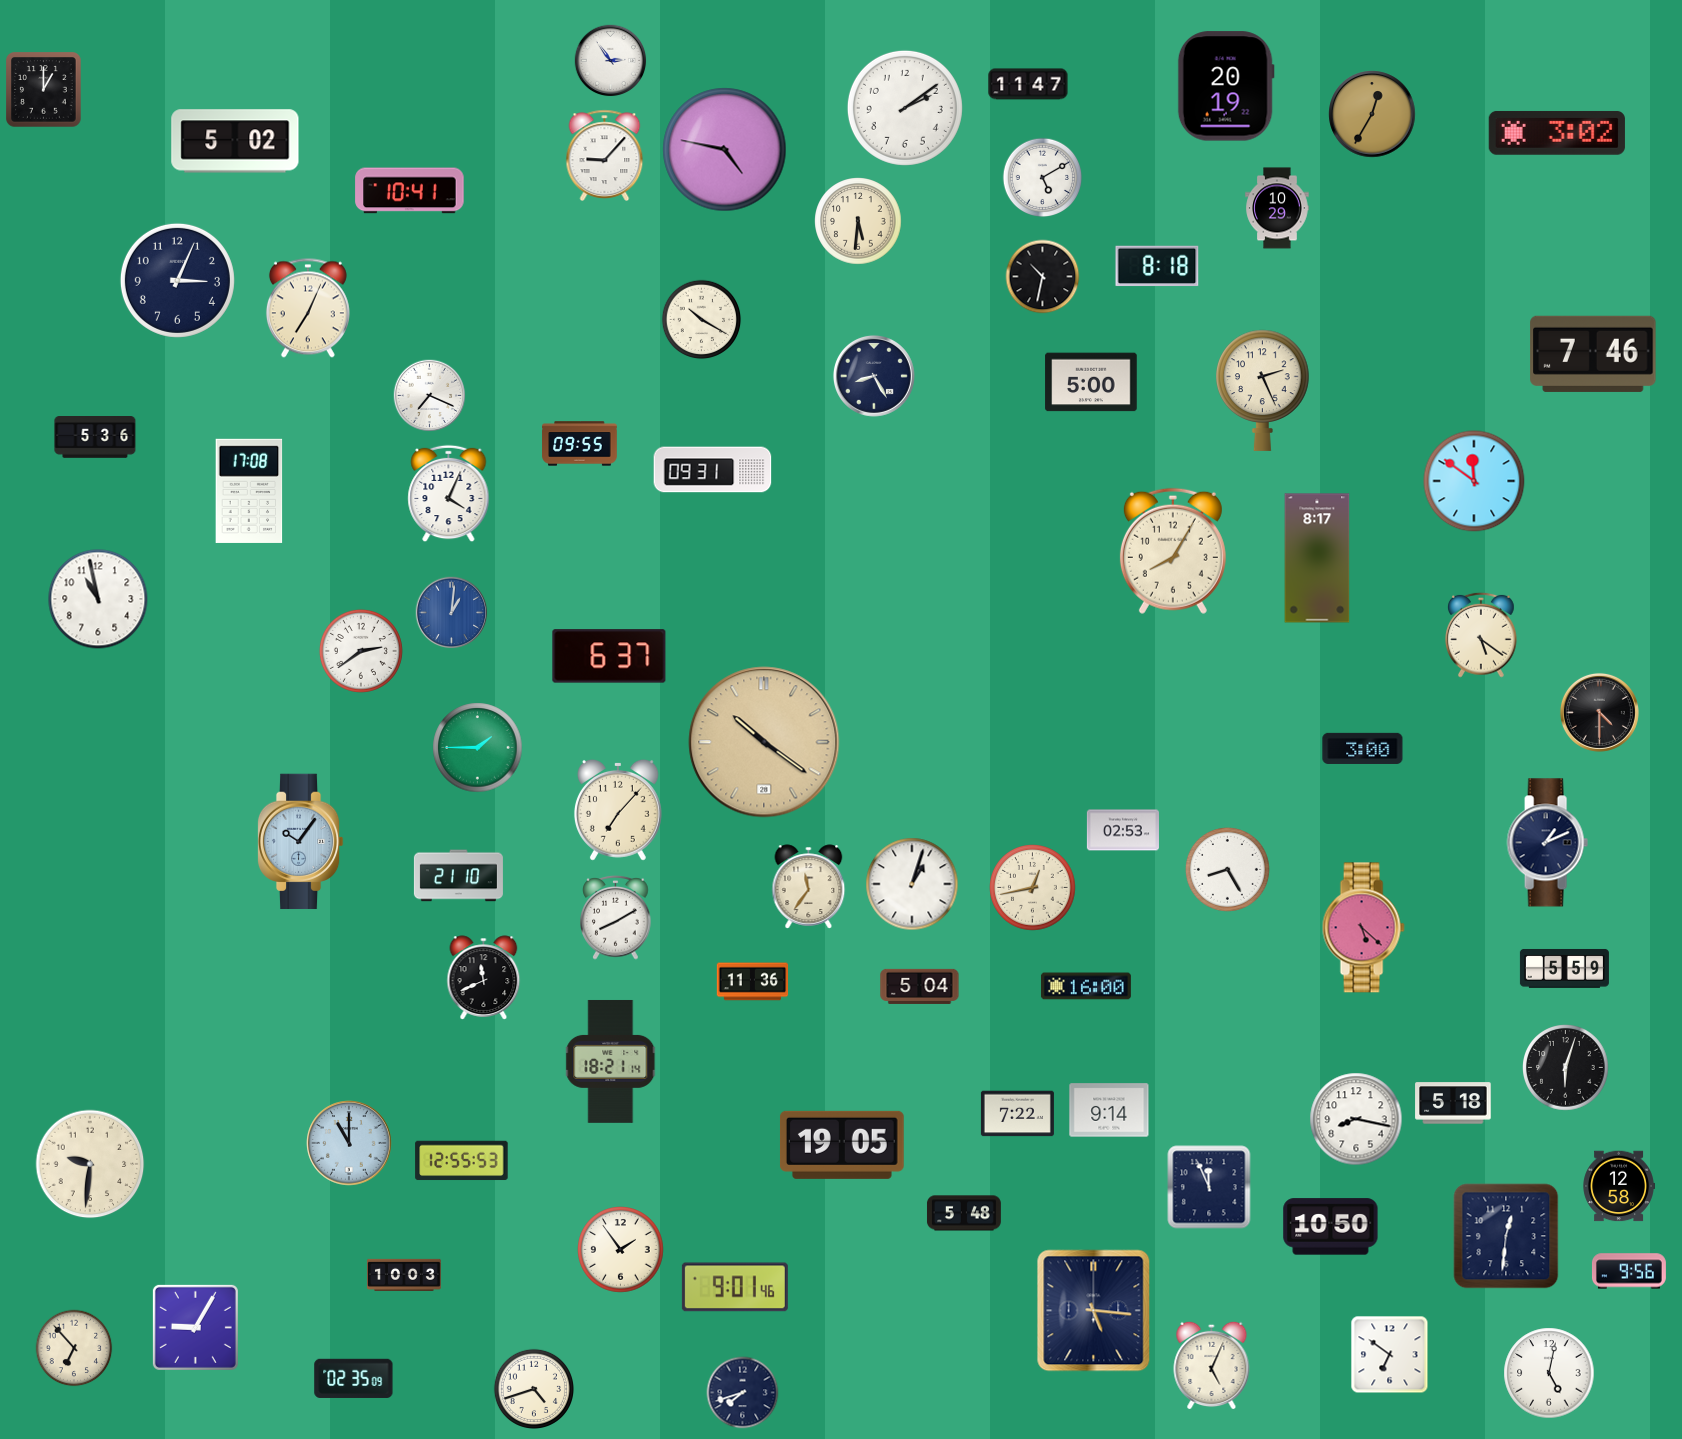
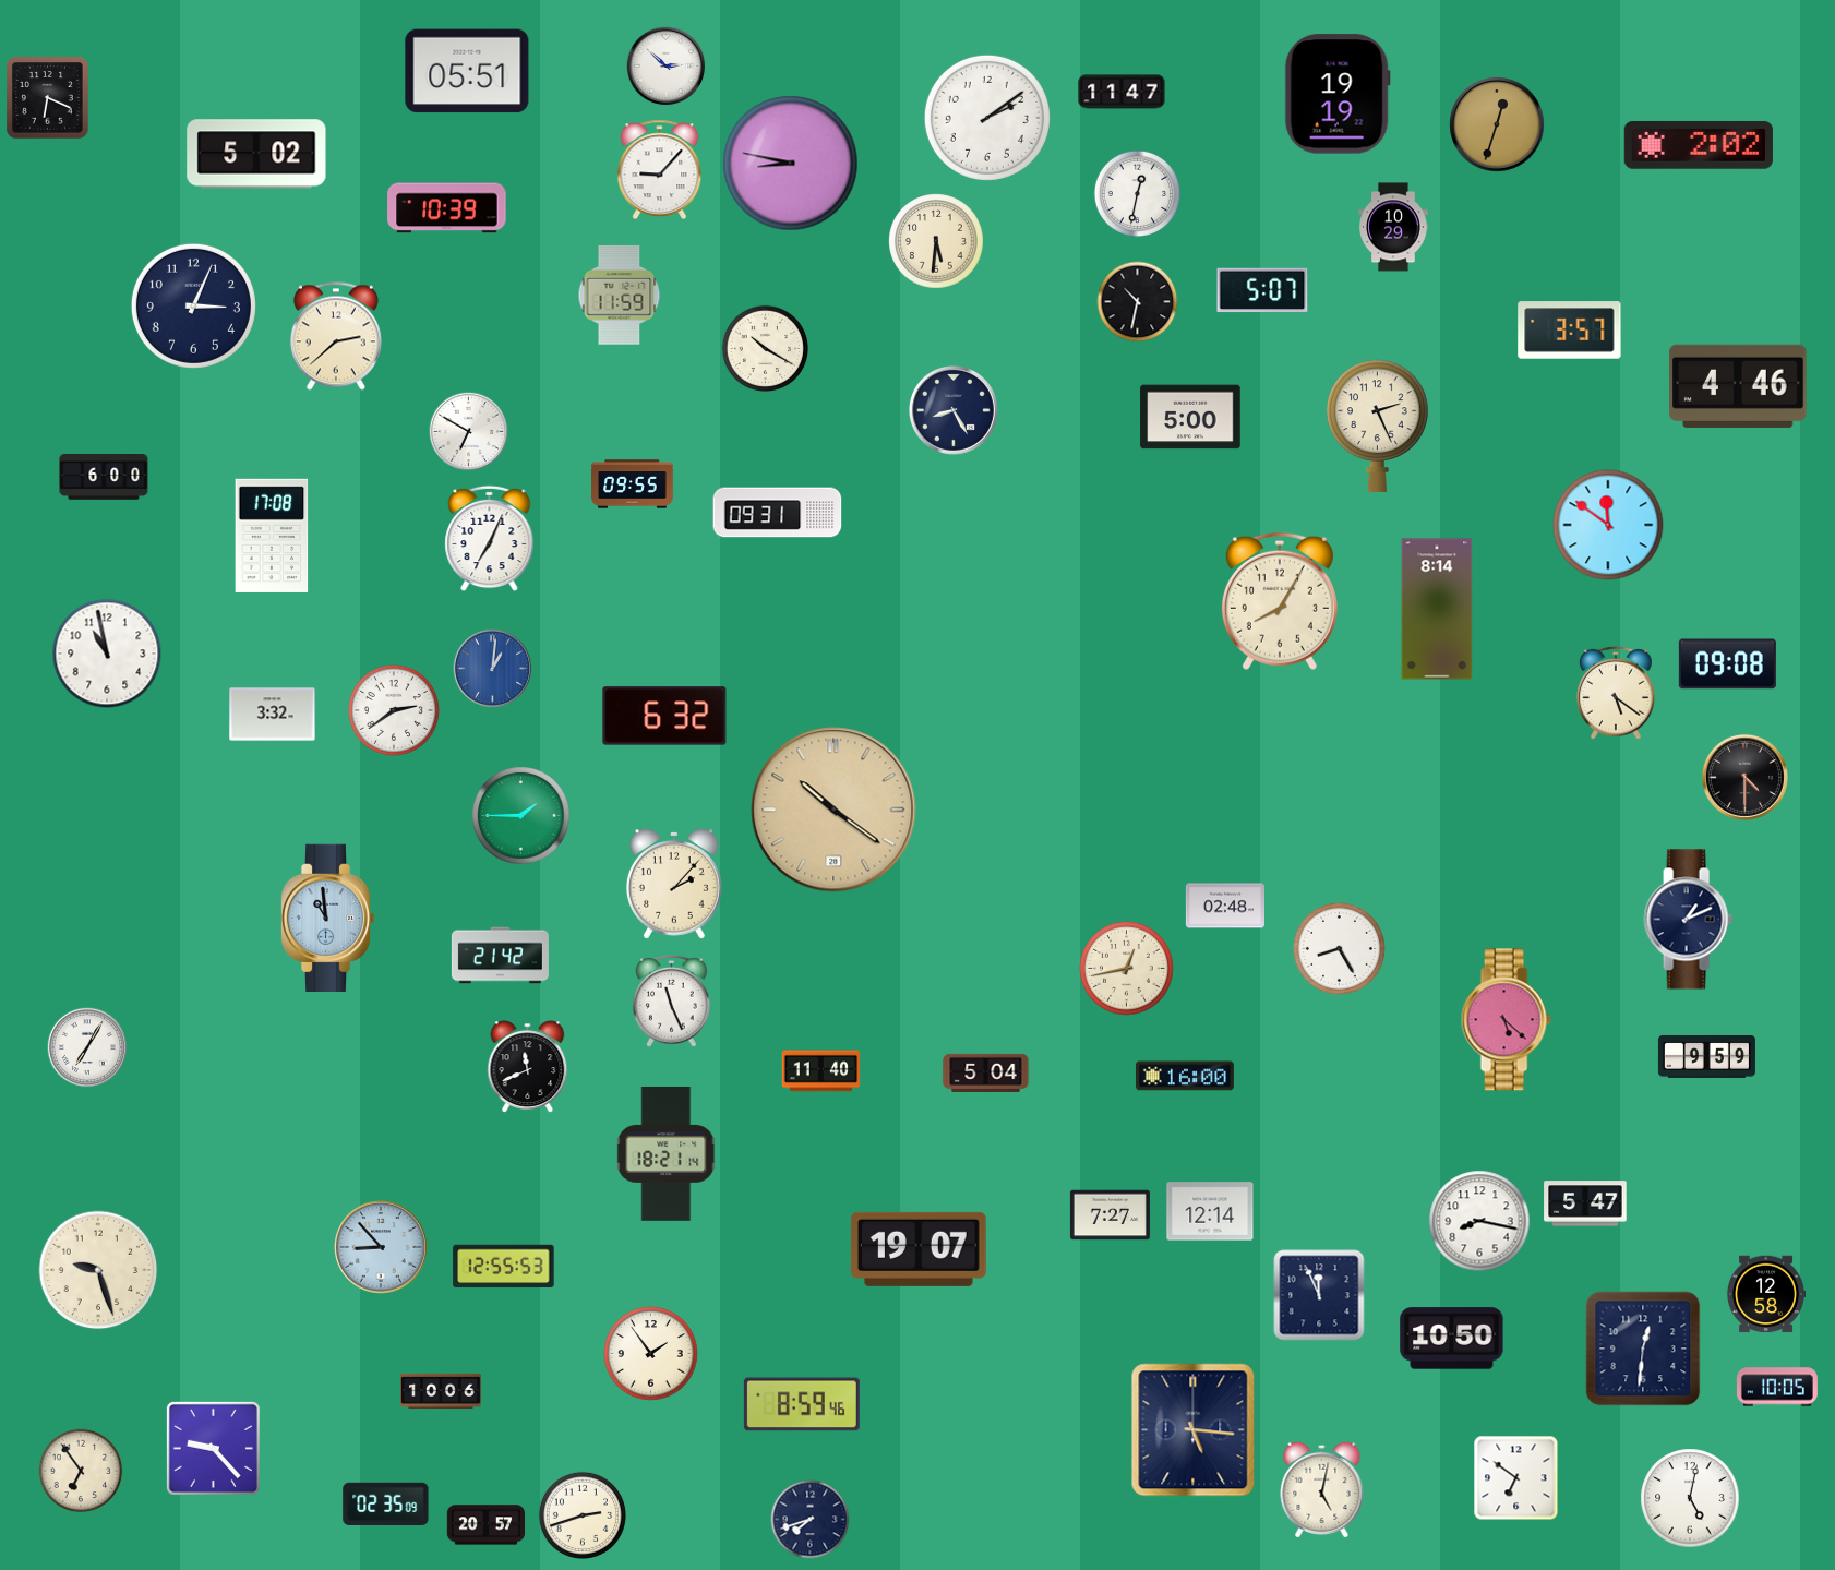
clock at (611, 61): 2:54 -> 2:52
clock at (467, 71): none -> 05:51
clock at (1226, 86): 20:19 -> 19:19
clock at (44, 90): 1:00 -> 6:19
clock at (1372, 114): 12:35 -> 12:33
clock at (1557, 133): 3:02 -> 2:02
clock at (725, 150): 4:47 -> 8:47
clock at (1043, 178): 5:10 -> 12:32
clock at (410, 191): 10:41 -> 10:39
clock at (1157, 266): 8:18 -> 5:07
clock at (620, 296): none -> 11:59
clock at (1570, 331): none -> 3:57
clock at (308, 308): 7:04 -> 2:38
clock at (1593, 354): 7:46 -> 4:46
clock at (430, 396): 7:19 -> 6:50
clock at (95, 438): 5:36 -> 6:00
clock at (449, 494): 4:04 -> 7:04
clock at (1317, 558): 8:17 -> 8:14
clock at (1727, 664): none -> 09:08
clock at (273, 715): none -> 3:32
clock at (609, 656): 6:37 -> 6:32
clock at (1363, 748): 3:00 -> none
clock at (618, 810): 7:07 -> 2:07
clock at (1123, 830): 02:53 -> 02:48
clock at (300, 842): 10:06 -> 10:59
clock at (458, 876): 21:10 -> 21:42
clock at (912, 884): 1:03 -> none
clock at (809, 887): 11:36 -> none
clock at (616, 917): 8:10 -> 11:26
clock at (1363, 928) position: (1363, 928) -> (1506, 1020)
clock at (87, 1047): none -> 7:05
clock at (1564, 968): 5:59 -> 9:59
clock at (753, 982): 11:36 -> 11:40
clock at (920, 986) position: (920, 986) -> (986, 1072)
clock at (611, 1061) position: (611, 1061) -> (667, 1153)
clock at (1566, 1068): 6:03 -> none
clock at (1453, 1103): 5:18 -> 5:47
clock at (1109, 1110): 9:14 -> 12:14
clock at (1017, 1114): 7:22 -> 7:27
clock at (349, 1143): 11:00 -> 8:53
clock at (842, 1145): 19:05 -> 19:07
clock at (90, 1164): 9:31 -> 9:27
clock at (964, 1213): 5:48 -> none
clock at (621, 1250) position: (621, 1250) -> (651, 1354)
clock at (1629, 1271): 9:56 -> 10:05
clock at (404, 1275): 10:03 -> 10:06
clock at (735, 1287): 9:01 -> 8:59
clock at (195, 1327): 9:05 -> 9:23
clock at (74, 1348): 6:53 -> 6:54
clock at (1212, 1365): 5:04 -> 5:02
clock at (533, 1388): 4:42 -> 2:42
clock at (487, 1525): none -> 20:57
